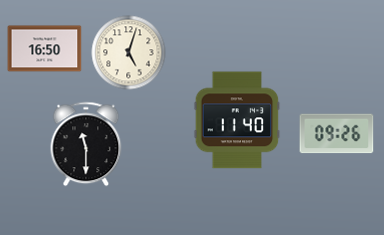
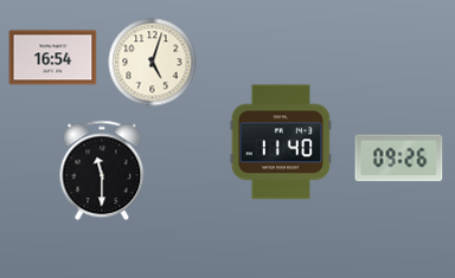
clock at (45, 49): 16:50 -> 16:54
